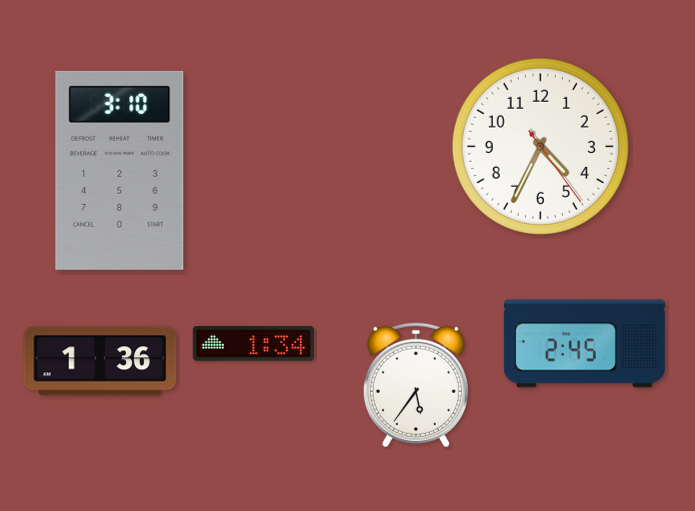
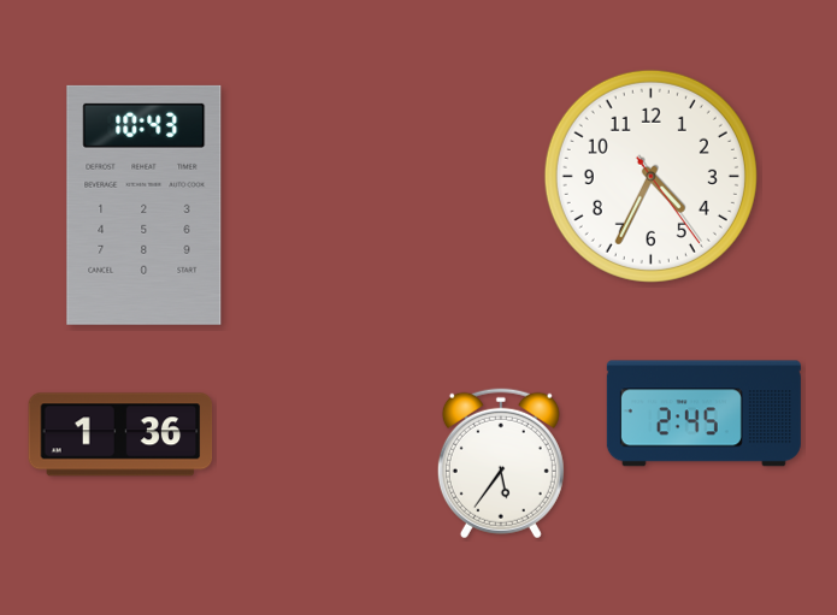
clock at (120, 170): 3:10 -> 10:43
clock at (253, 344): 1:34 -> none
